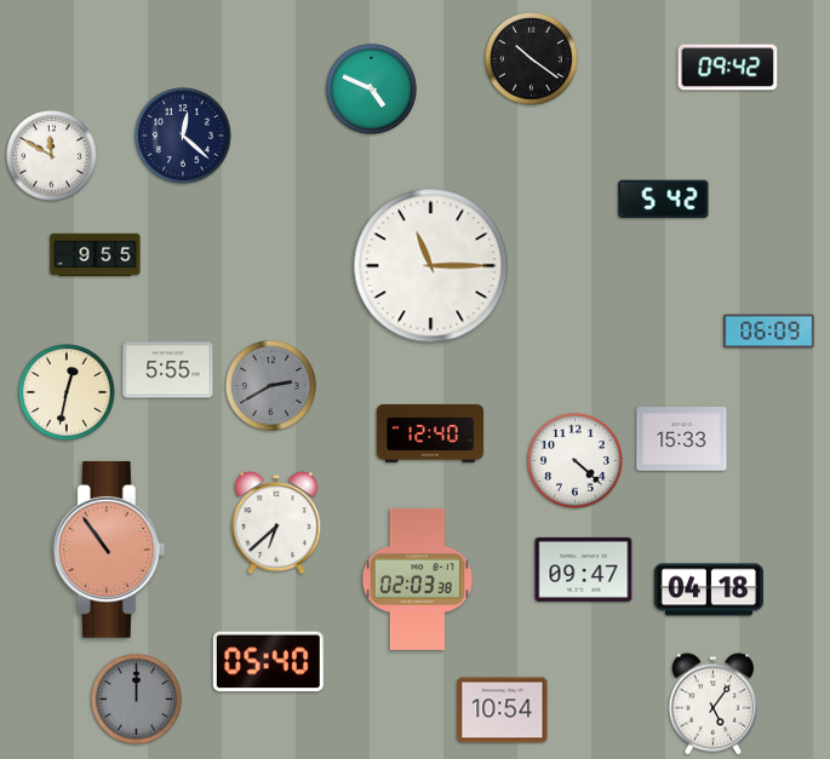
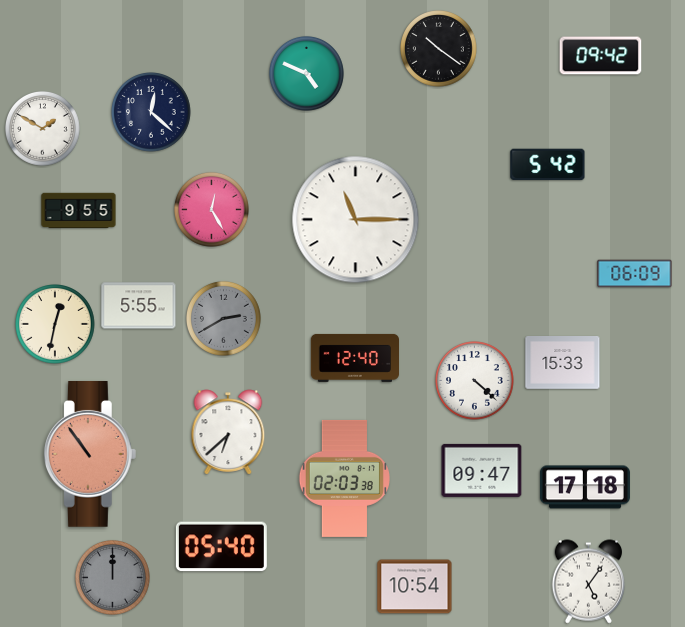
clock at (52, 156): 11:50 -> 1:50
clock at (212, 210): none -> 12:25
clock at (709, 590): 04:18 -> 17:18
